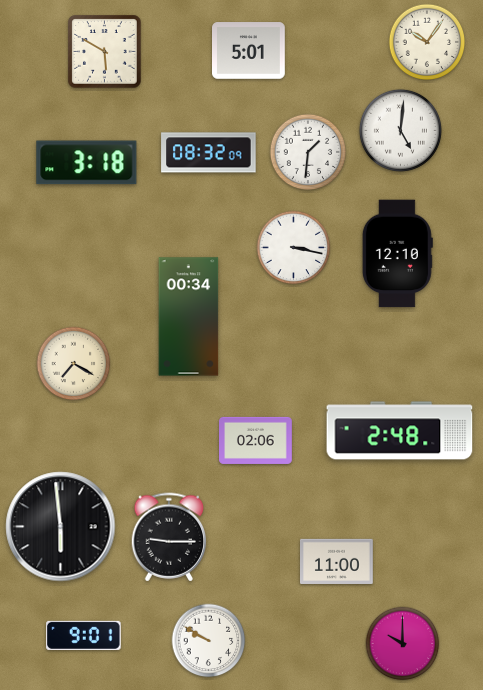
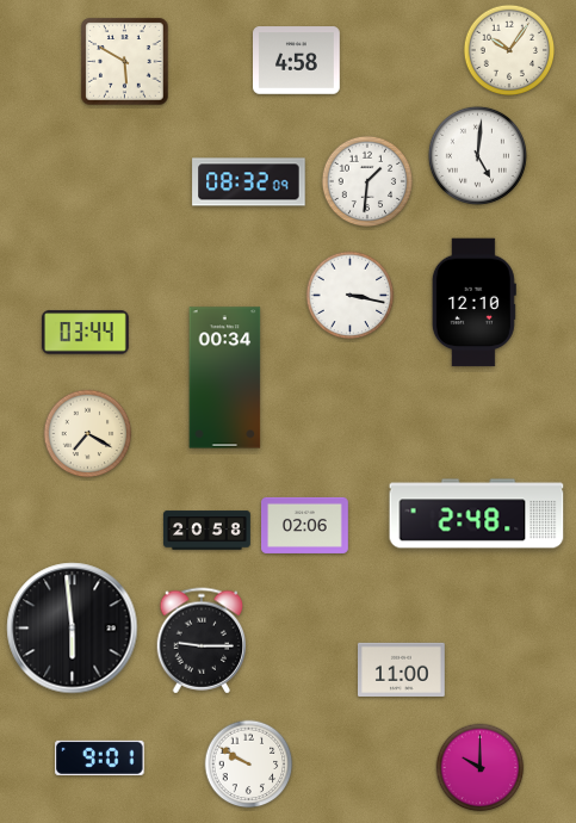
clock at (249, 51): 5:01 -> 4:58
clock at (87, 163): 3:18 -> none
clock at (86, 333): none -> 03:44
clock at (208, 531): none -> 20:58
